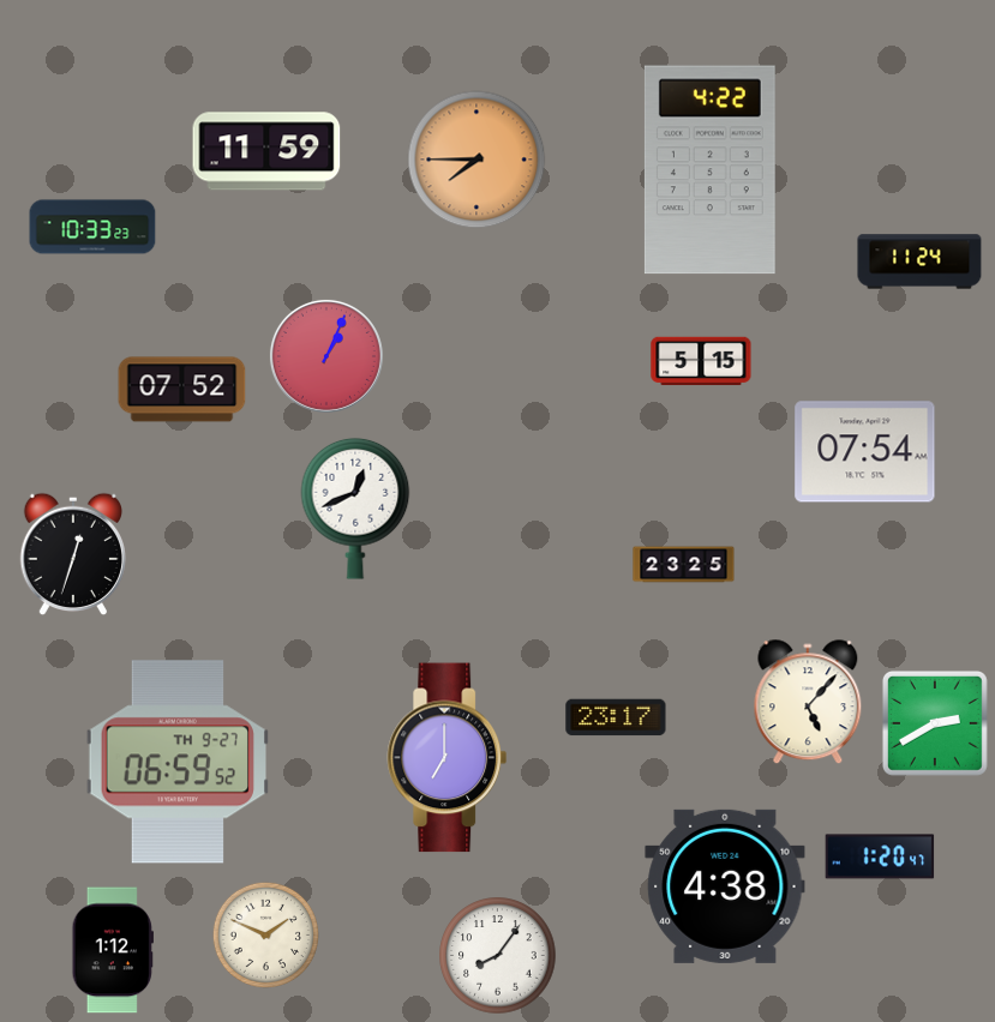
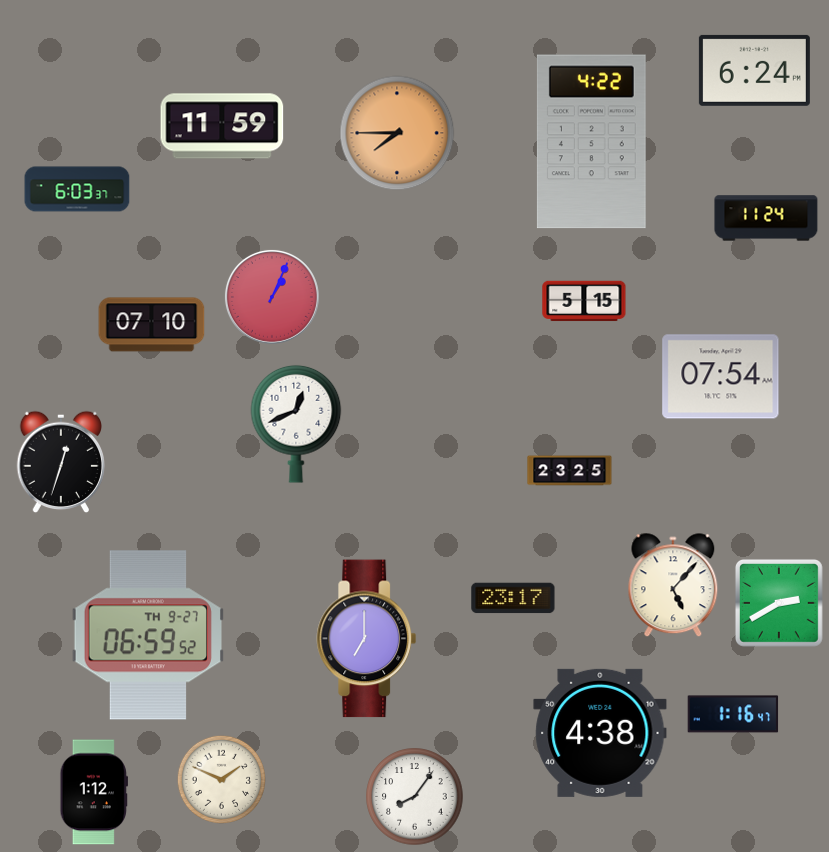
clock at (754, 70): none -> 6:24
clock at (92, 227): 10:33 -> 6:03
clock at (182, 390): 07:52 -> 07:10
clock at (448, 758) position: (448, 758) -> (367, 639)
clock at (880, 856): 1:20 -> 1:16
clock at (725, 886) position: (725, 886) -> (600, 733)
